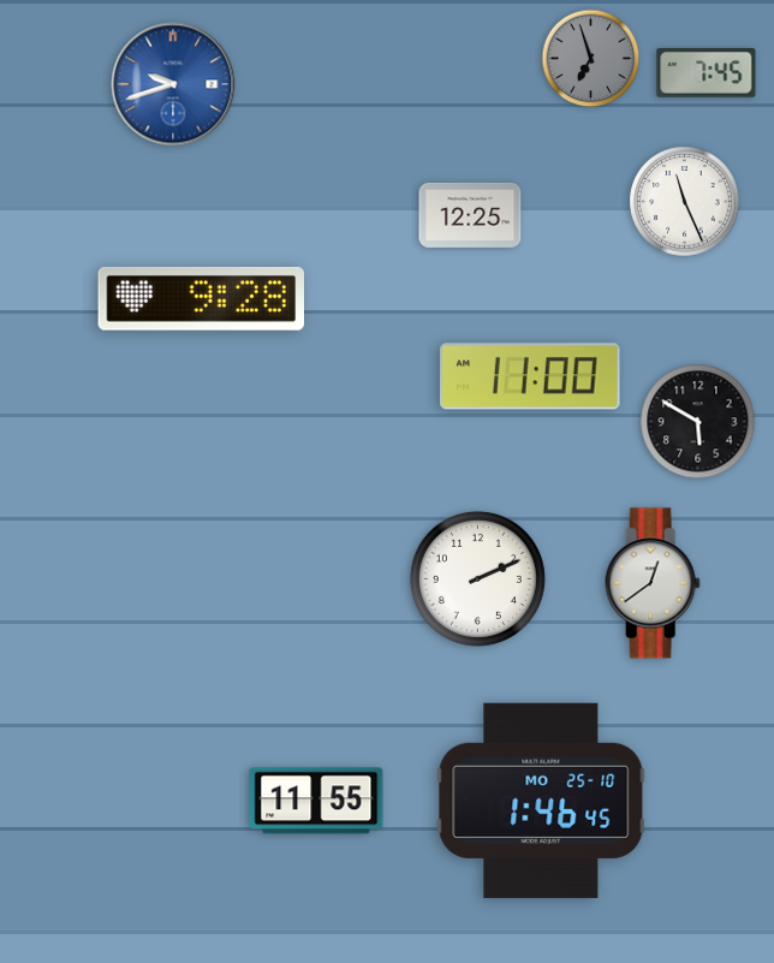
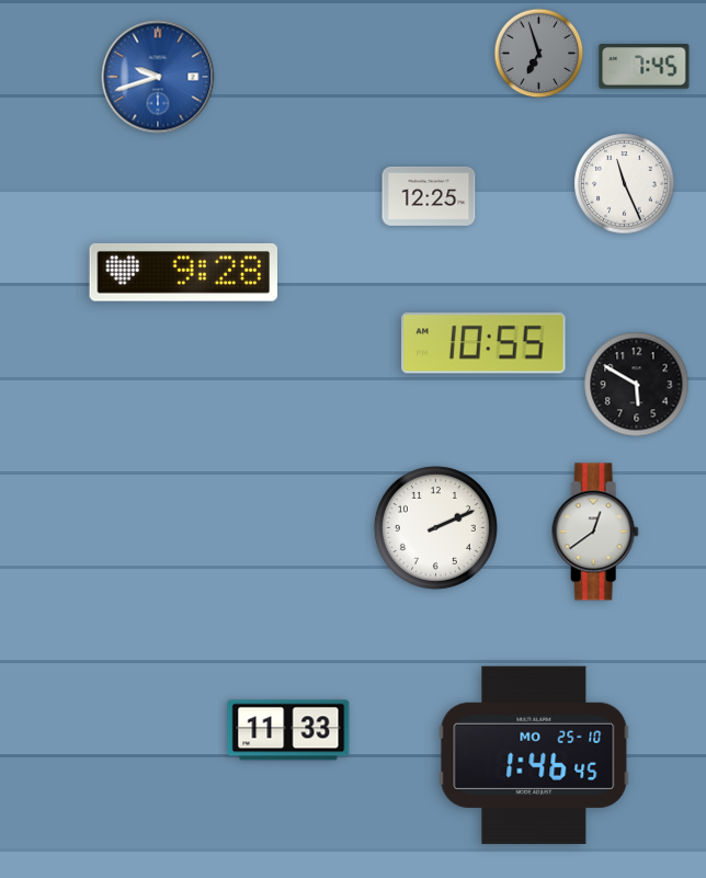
clock at (530, 376): 11:00 -> 10:55
clock at (316, 801): 11:55 -> 11:33
clock at (541, 801) position: (541, 801) -> (534, 755)
